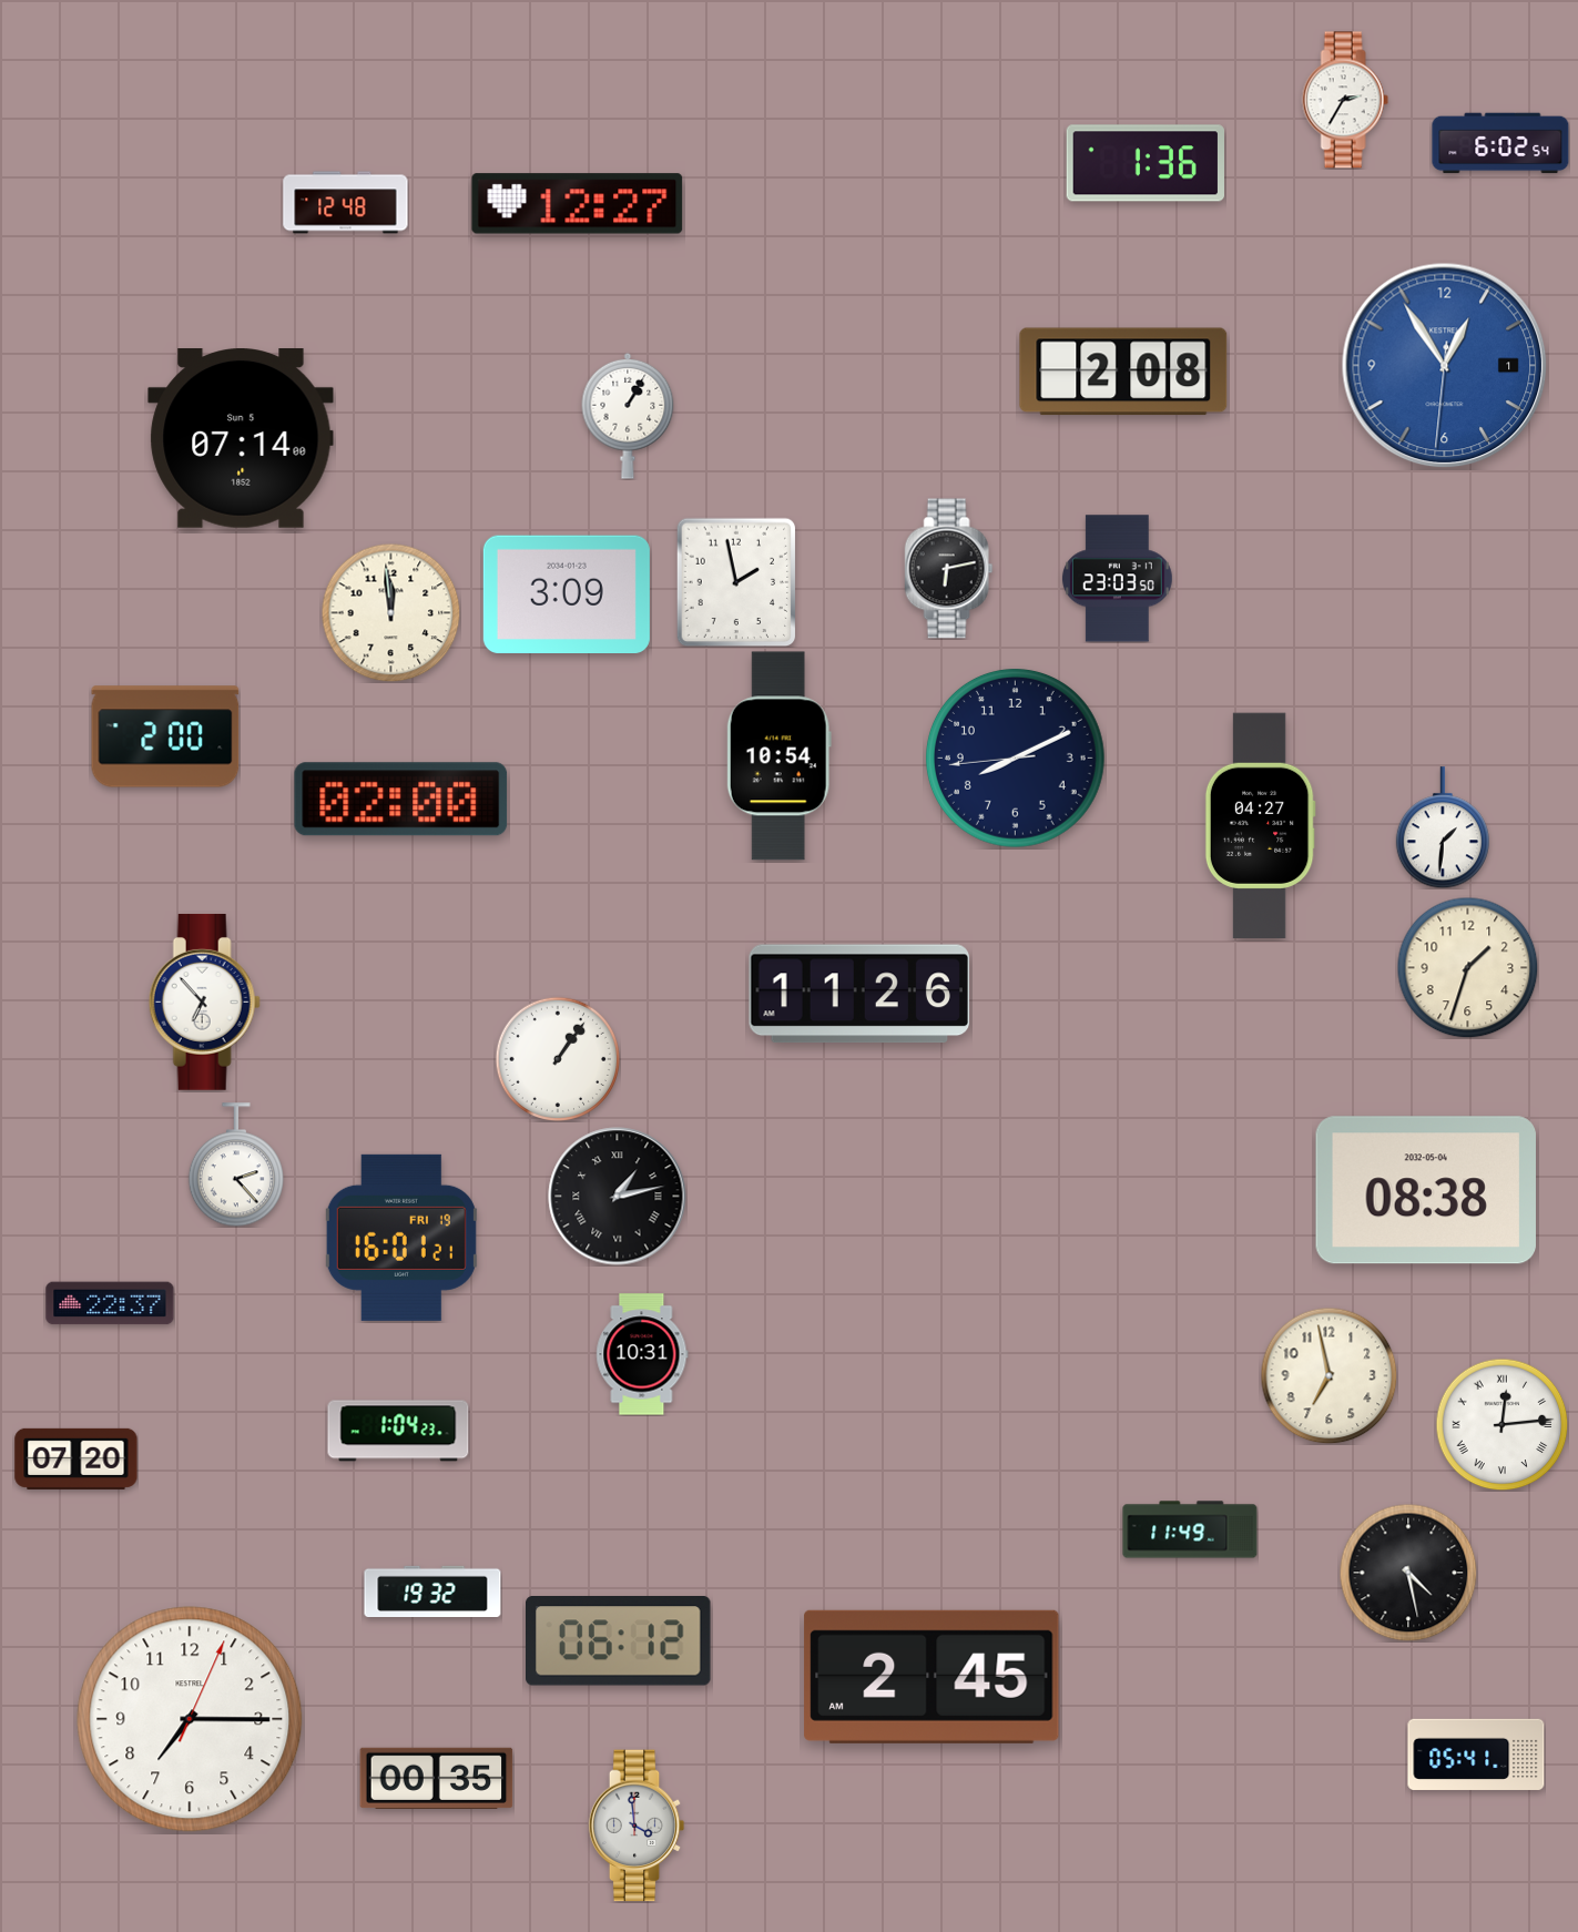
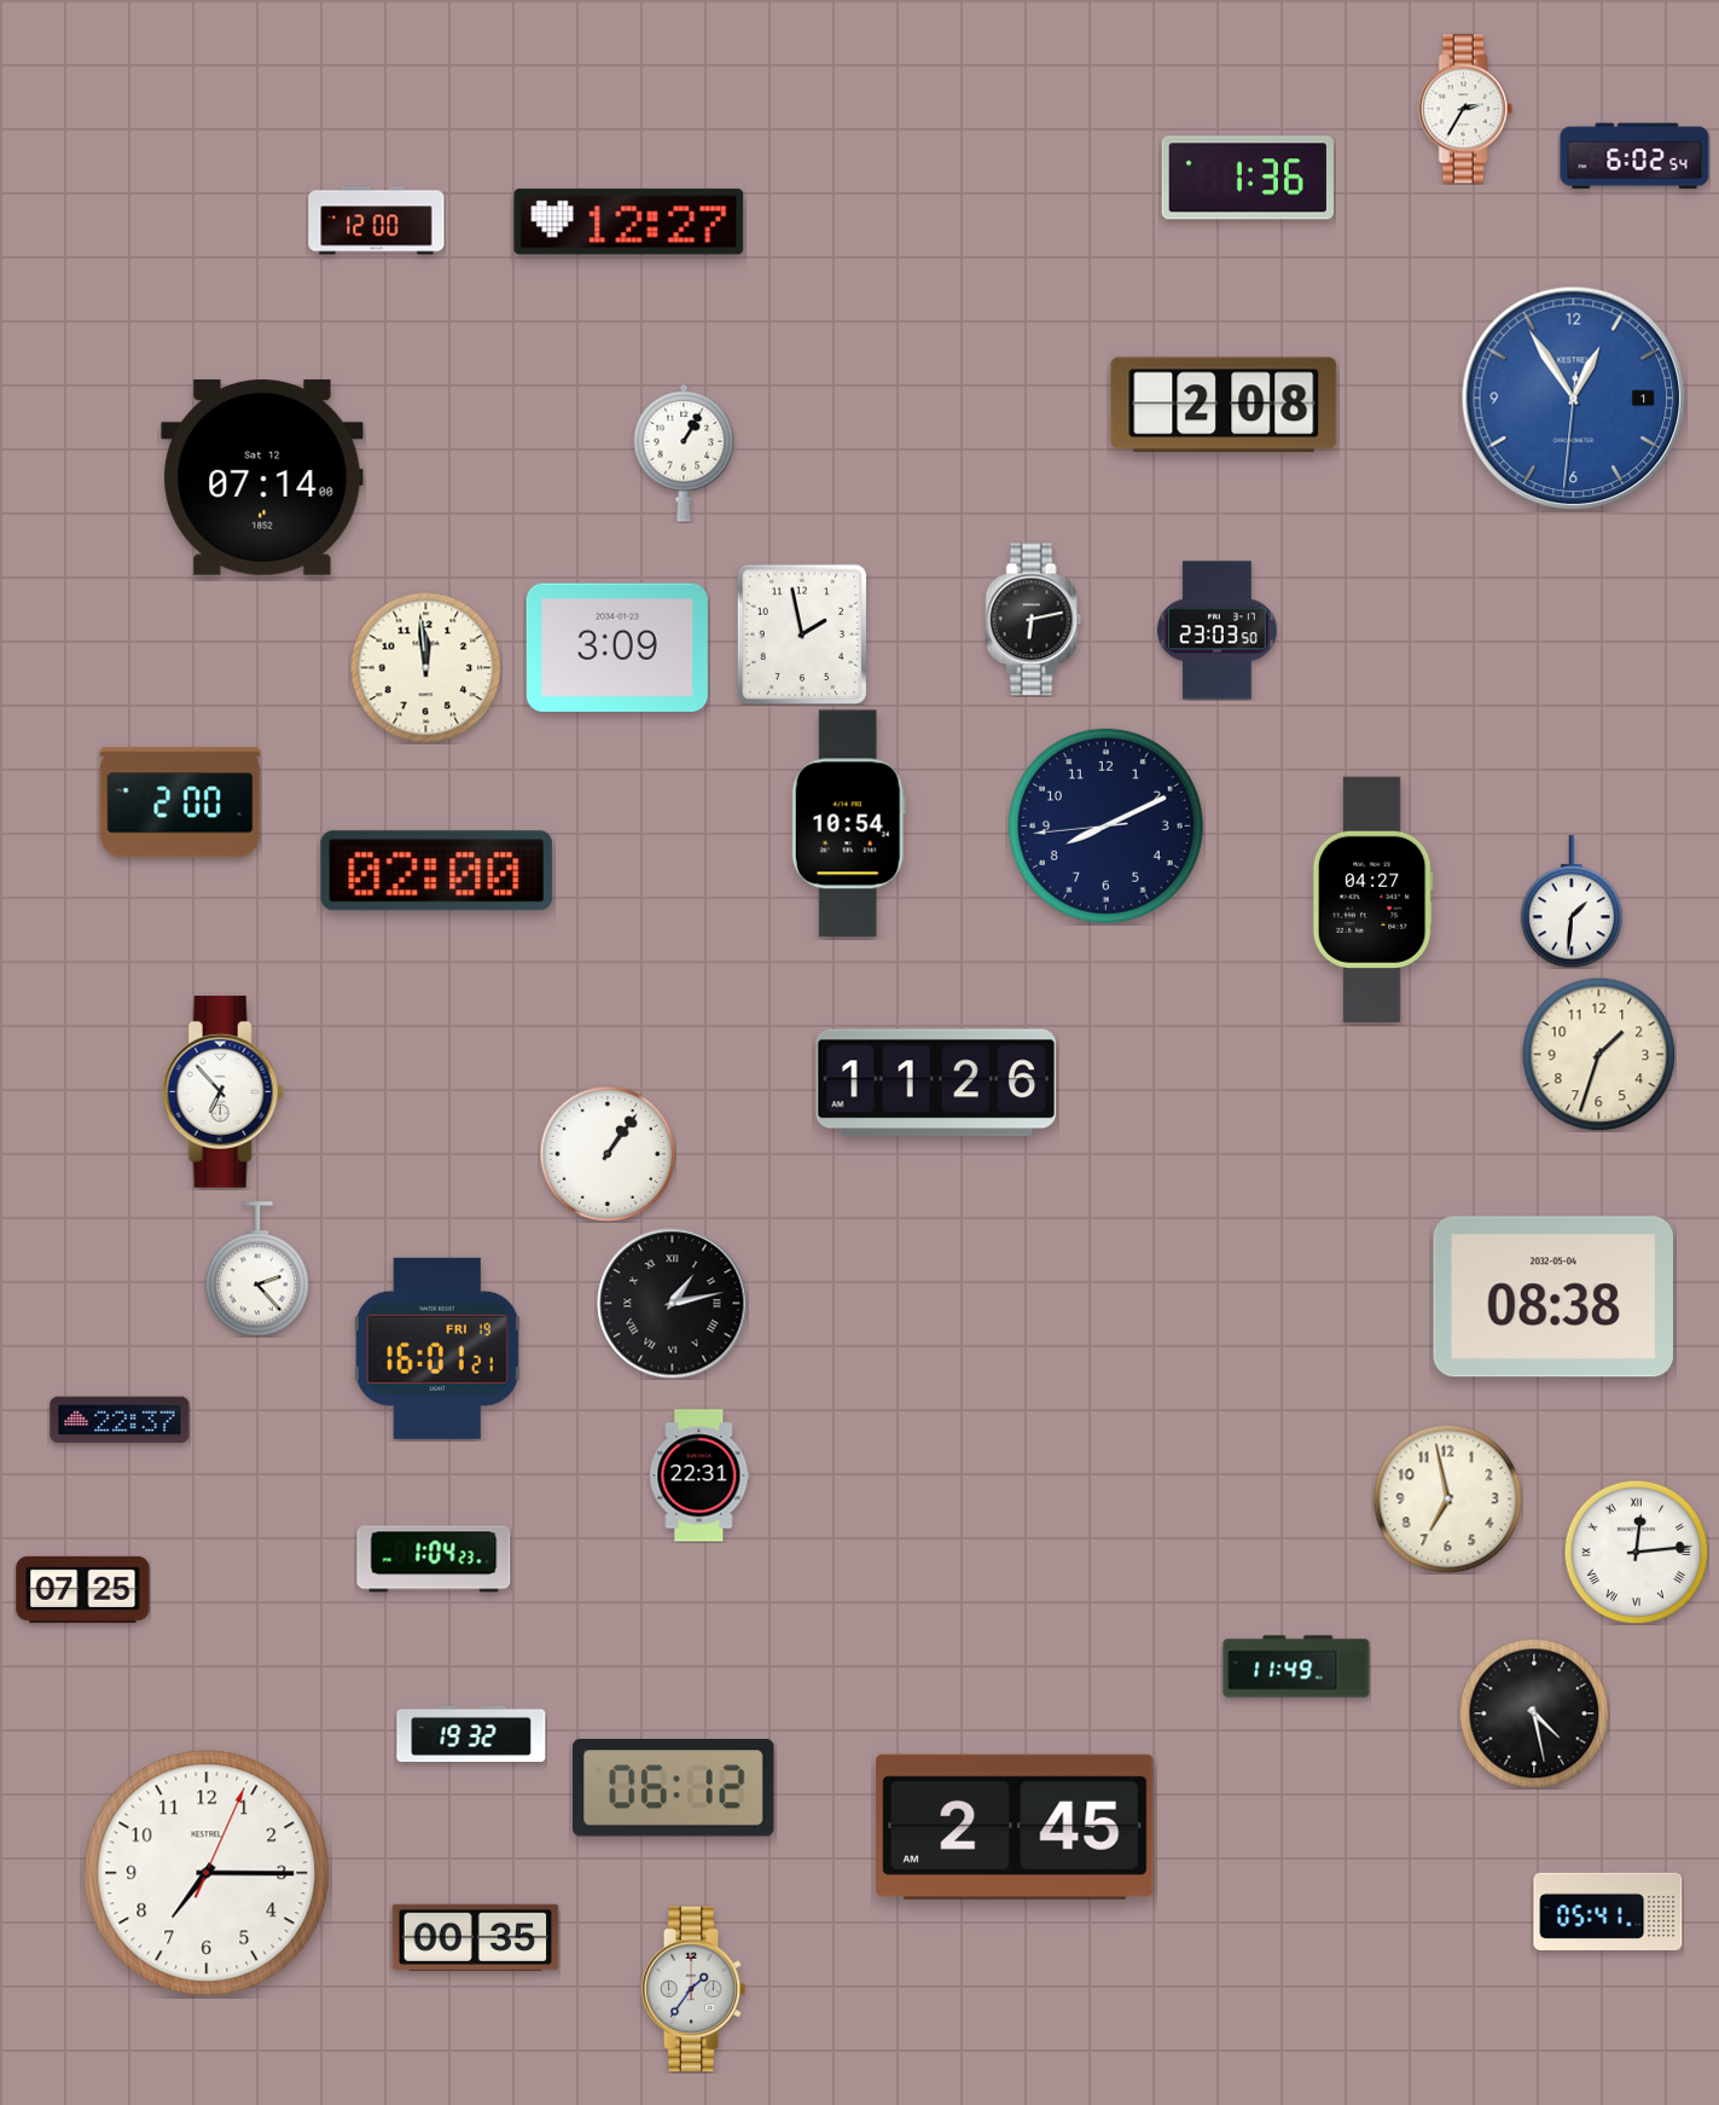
clock at (346, 203): 12:48 -> 12:00
clock at (241, 439) date: Sun 5 -> Sat 12
clock at (642, 1354): 10:31 -> 22:31
clock at (77, 1458): 07:20 -> 07:25
clock at (637, 1826): 3:59 -> 1:36
